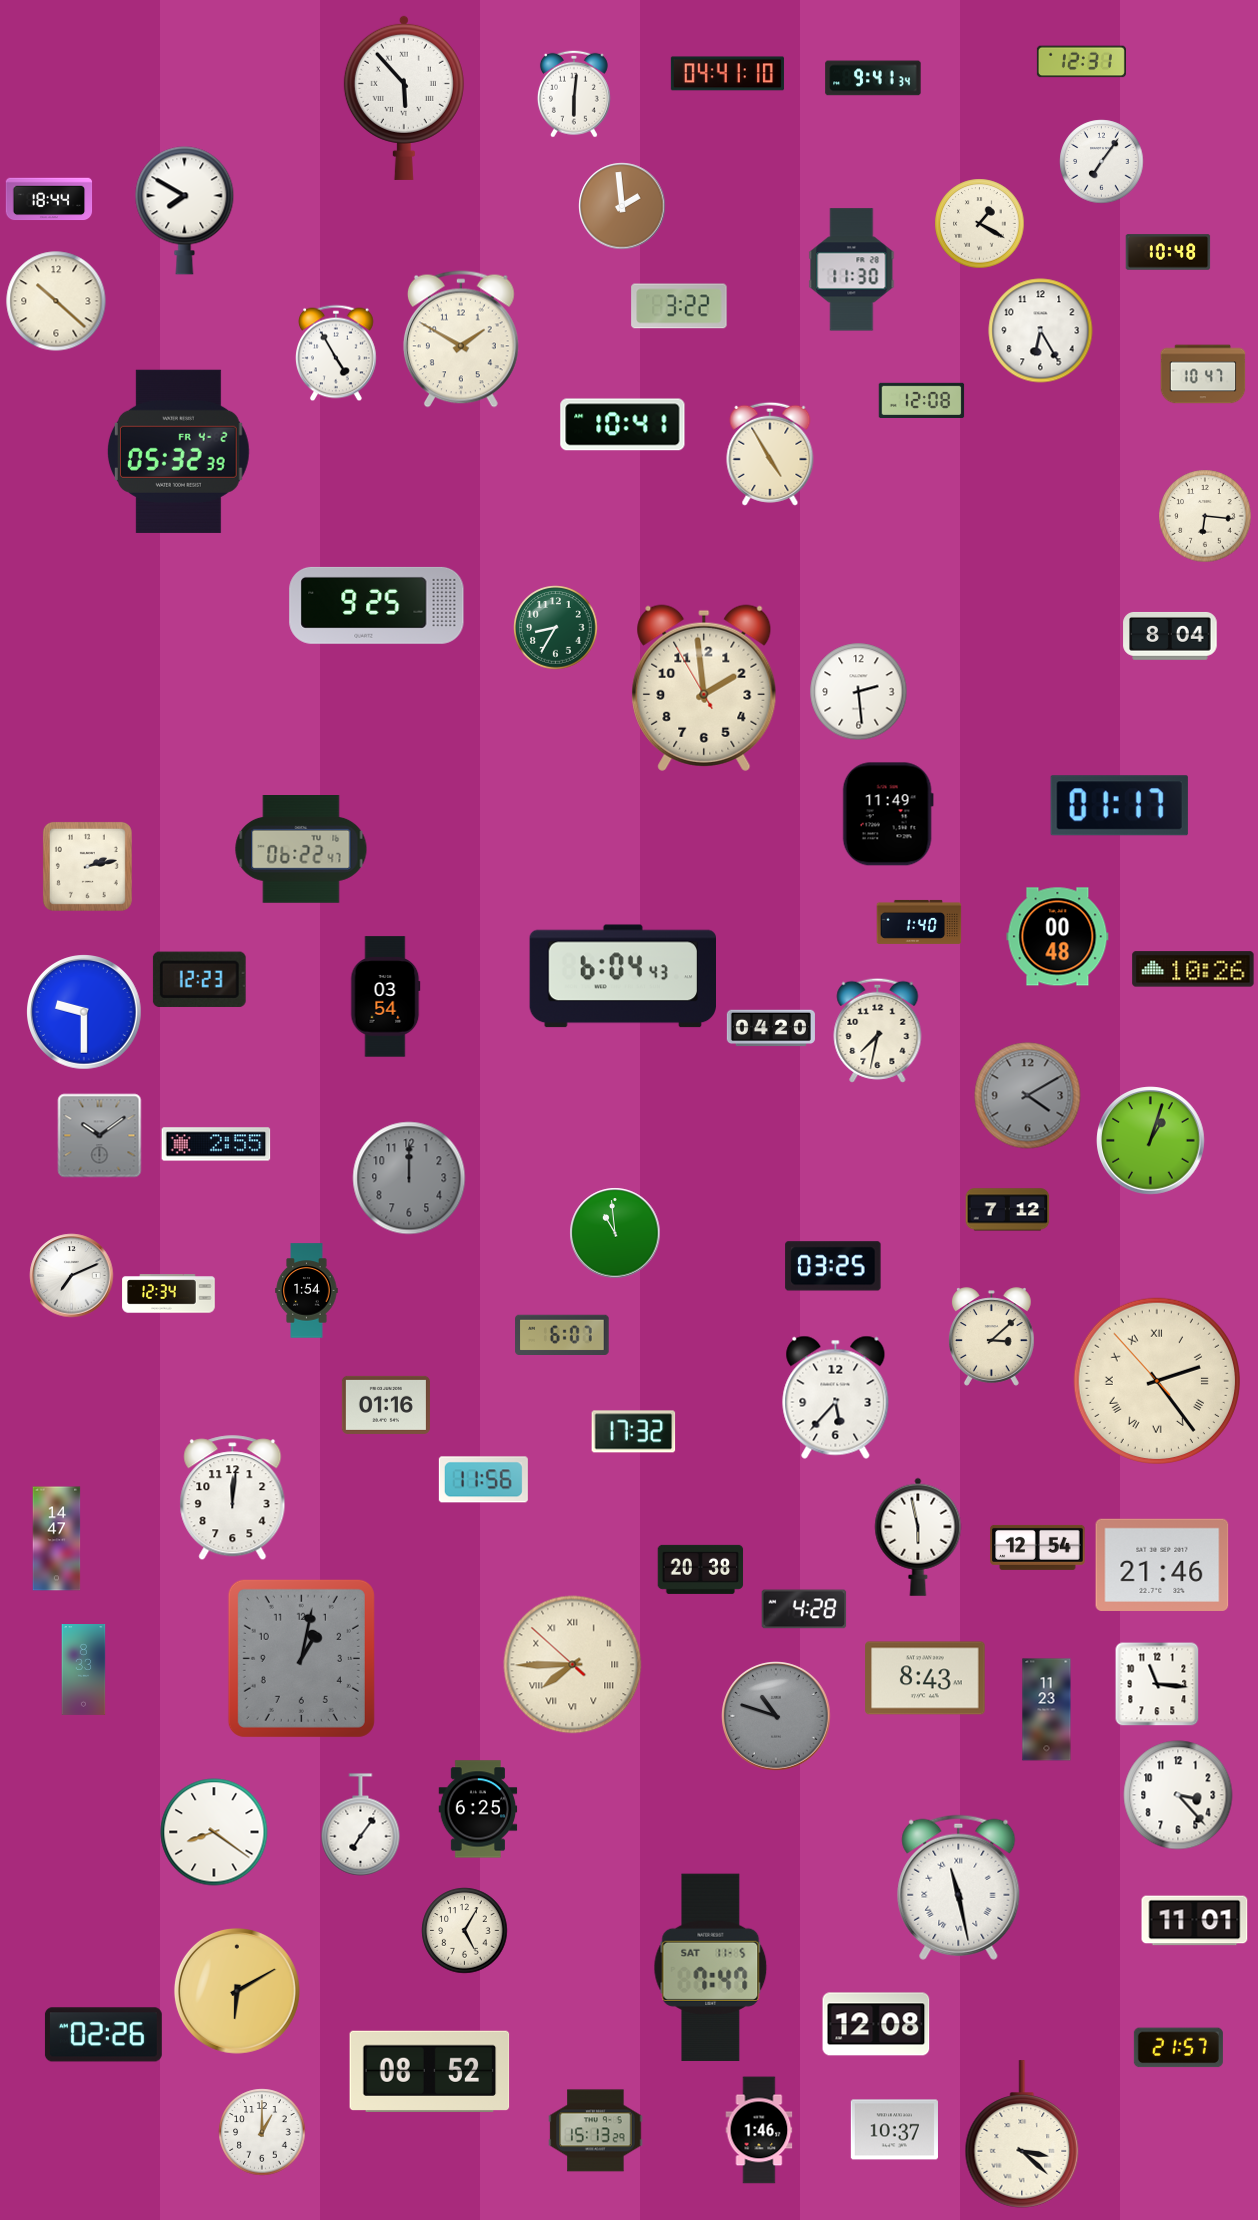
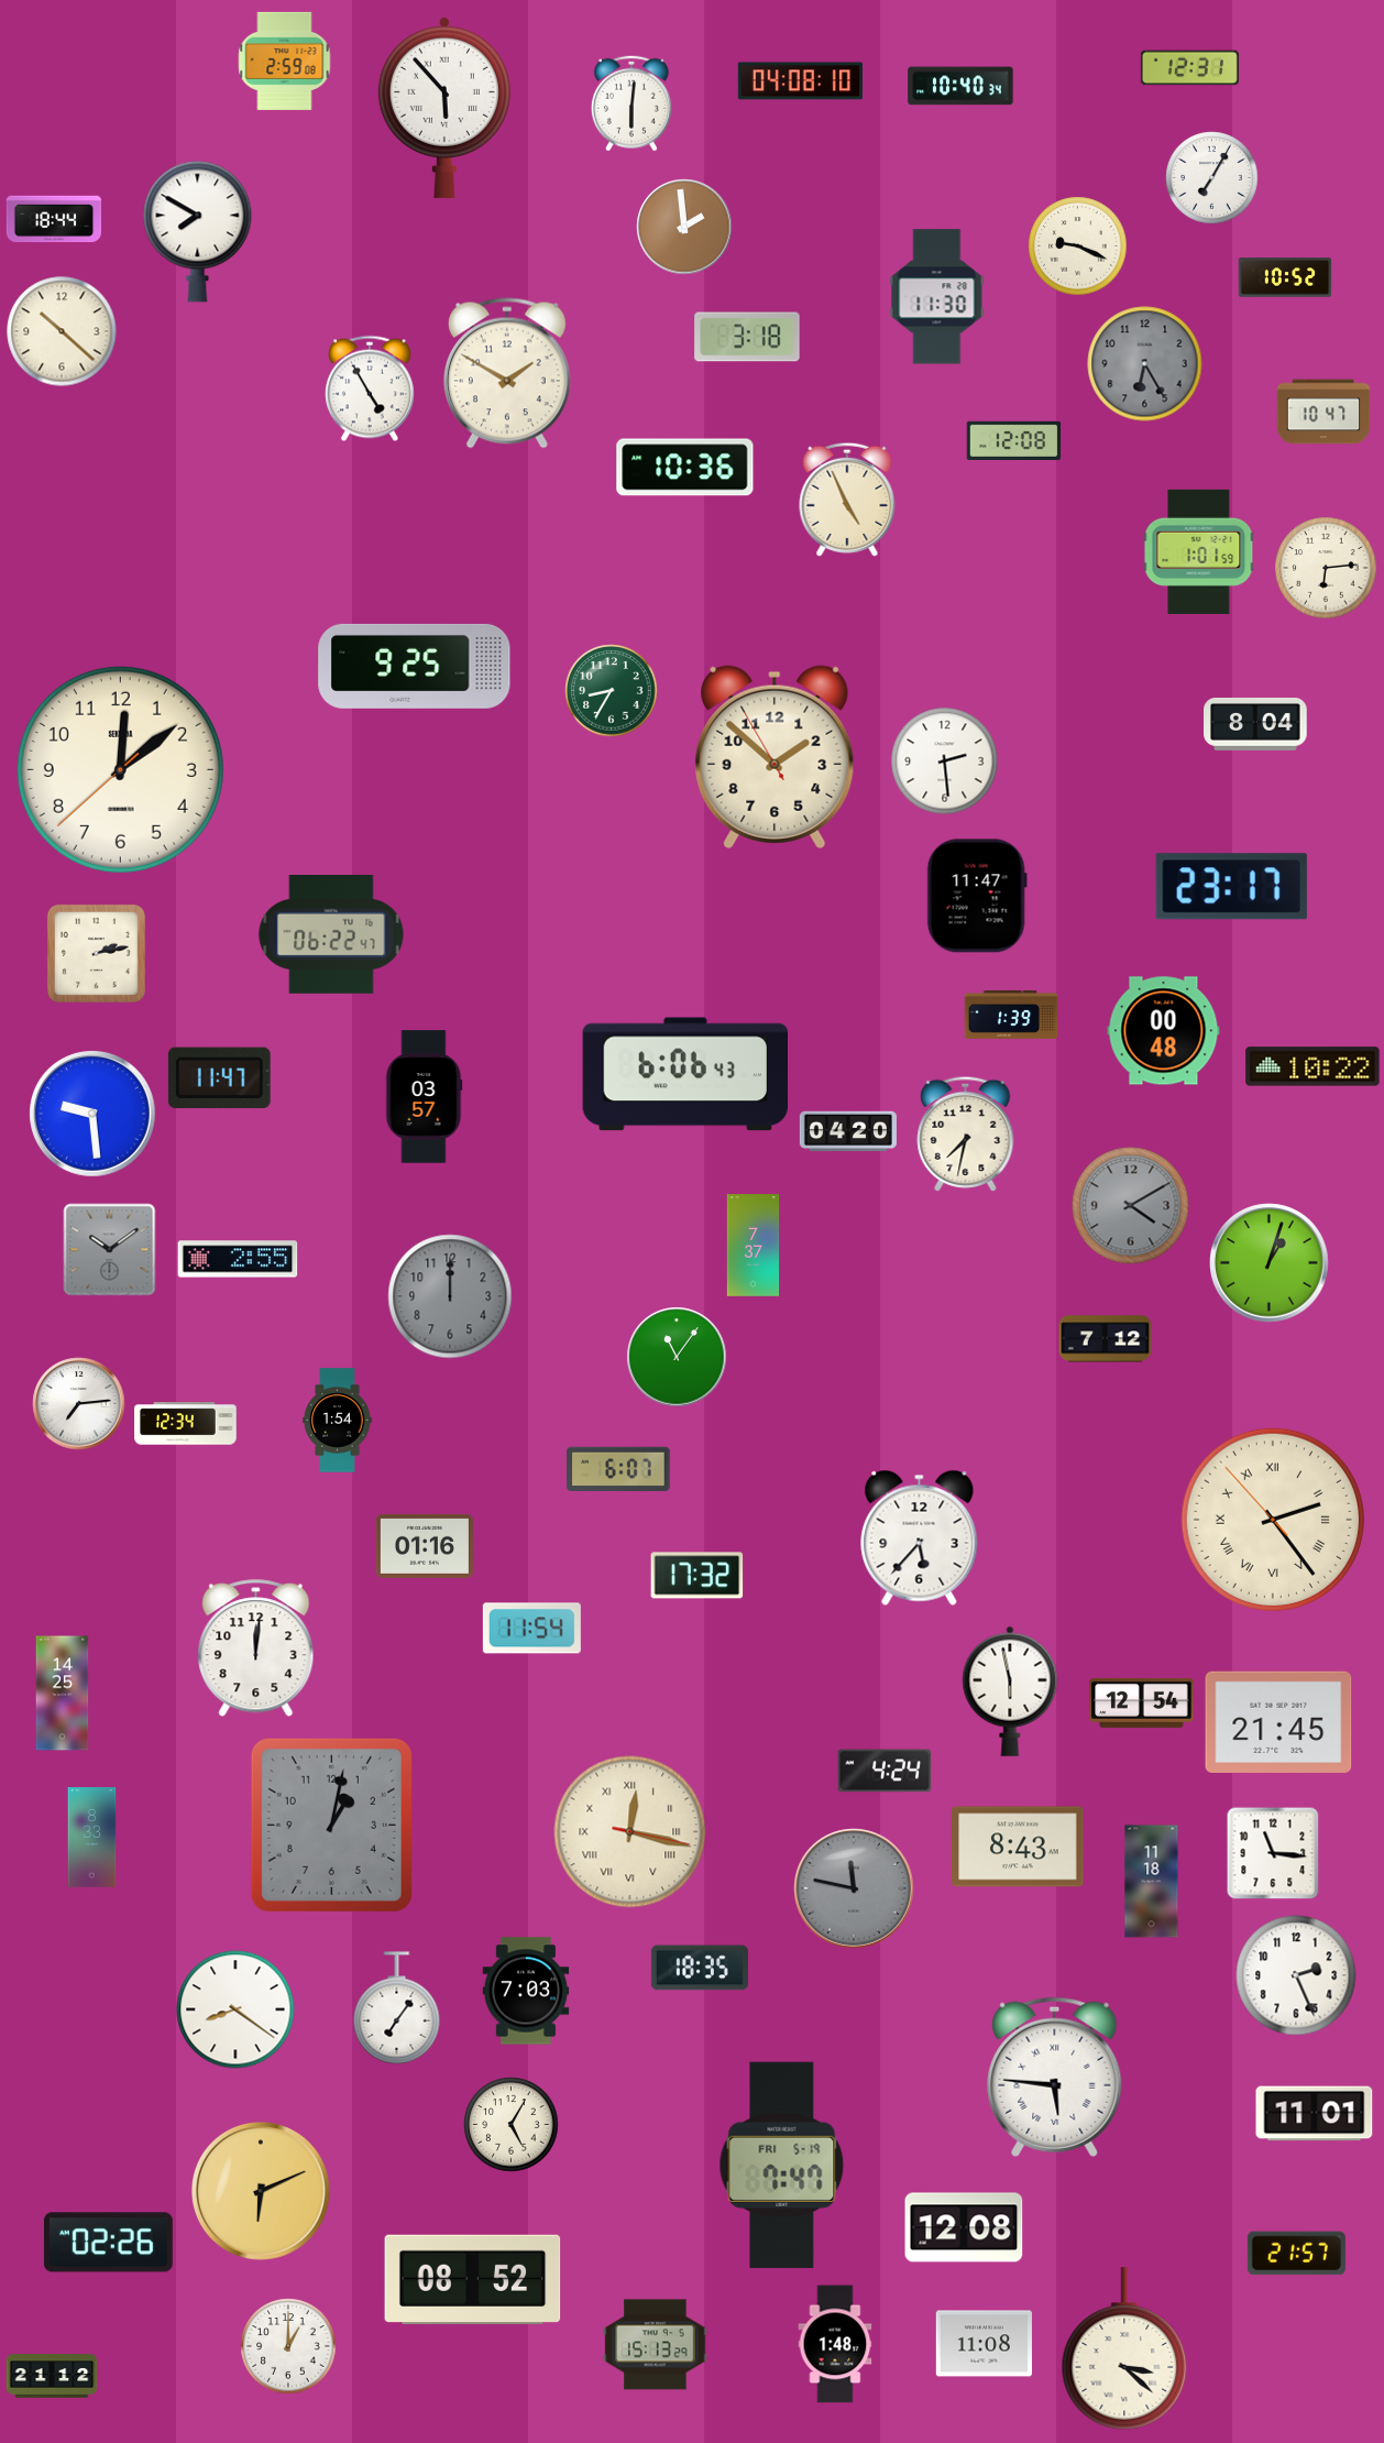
clock at (285, 61): none -> 2:59
clock at (727, 74): 04:41 -> 04:08
clock at (873, 78): 9:41 -> 10:40
clock at (1102, 162): 7:06 -> 7:05
clock at (185, 210) position: (185, 210) -> (198, 231)
clock at (980, 224): 1:20 -> 9:19
clock at (1168, 252): 10:48 -> 10:52
clock at (679, 306): 3:22 -> 3:18
clock at (1041, 331) dial: white -> grey
clock at (623, 425): 10:41 -> 10:36
clock at (178, 451): 05:32 -> none
clock at (770, 454): 4:55 -> 4:56
clock at (1199, 551): none -> 1:01
clock at (1205, 516): 6:16 -> 6:14
clock at (1170, 636) position: (1170, 636) -> (1255, 724)
clock at (704, 688): 1:58 -> 1:51
clock at (120, 769): none -> 12:08
clock at (1119, 806): 01:17 -> 23:17
clock at (888, 814): 11:49 -> 11:47
clock at (919, 922): 1:40 -> 1:39
clock at (1193, 969): 10:26 -> 10:22
clock at (622, 976): 6:04 -> 6:06
clock at (199, 979): 12:23 -> 11:47
clock at (386, 997): 03:54 -> 03:57
clock at (85, 1013): 9:30 -> 9:29
clock at (754, 1246): none -> 7:37
clock at (1151, 1141) position: (1151, 1141) -> (1270, 1263)
clock at (1008, 1210) position: (1008, 1210) -> (1106, 1339)
clock at (615, 1233): 10:59 -> 11:06
clock at (833, 1266): 03:25 -> none
clock at (72, 1276): 7:11 -> 7:14
clock at (991, 1337): 3:08 -> none
clock at (483, 1480): 11:56 -> 11:54
clock at (57, 1539): 14:47 -> 14:25
clock at (1162, 1565): 21:46 -> 21:45
clock at (701, 1569): 20:38 -> none
clock at (804, 1609): 4:28 -> 4:24
clock at (573, 1665): 7:44 -> 12:17
clock at (1047, 1710): 11:23 -> 11:18
clock at (776, 1716): 10:48 -> 11:47
clock at (700, 1968): none -> 18:35
clock at (1178, 1795): 3:23 -> 2:26
clock at (478, 1809): 6:25 -> 7:03
clock at (214, 1832) position: (214, 1832) -> (235, 2009)
clock at (959, 1887): 11:28 -> 5:46
clock at (711, 1967) date: SAT 11-5 -> FRI 5-19
clock at (237, 1991): 6:10 -> 6:11
clock at (103, 2035) position: (103, 2035) -> (108, 2243)
clock at (759, 2130): 1:46 -> 1:48
clock at (894, 2130): 10:37 -> 11:08
clock at (52, 2376): none -> 21:12
